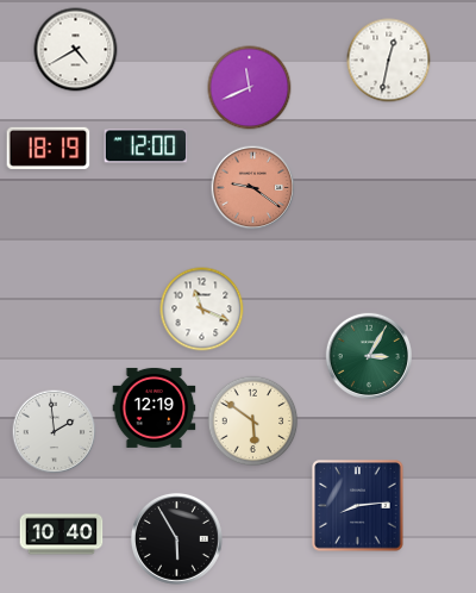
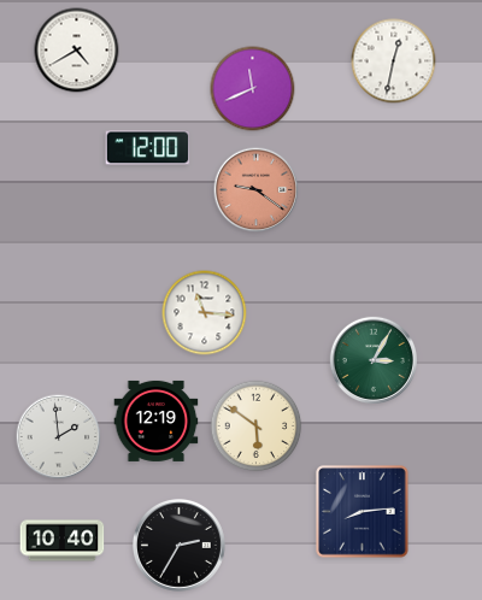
clock at (49, 148): 18:19 -> none
clock at (202, 310): 11:19 -> 11:16
clock at (155, 407) position: (155, 407) -> (157, 420)
clock at (55, 432) position: (55, 432) -> (59, 437)
clock at (177, 539): 5:55 -> 2:35
